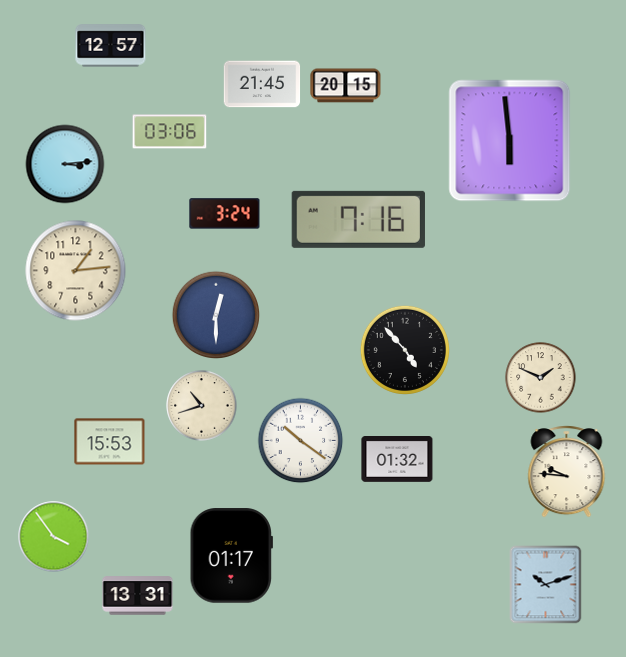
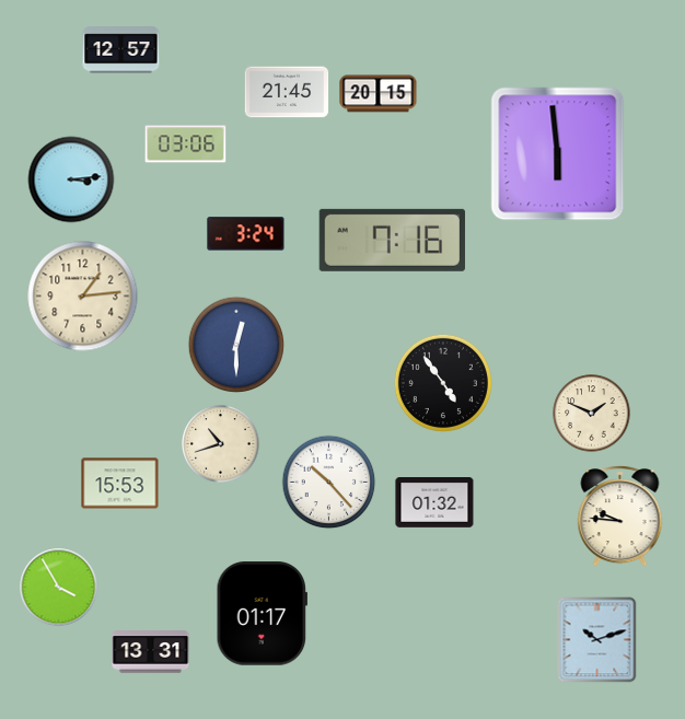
clock at (405, 350): 4:53 -> 4:54
clock at (301, 441): 10:21 -> 10:23
clock at (54, 537): 3:54 -> 3:55
clock at (231, 556) position: (231, 556) -> (262, 614)
